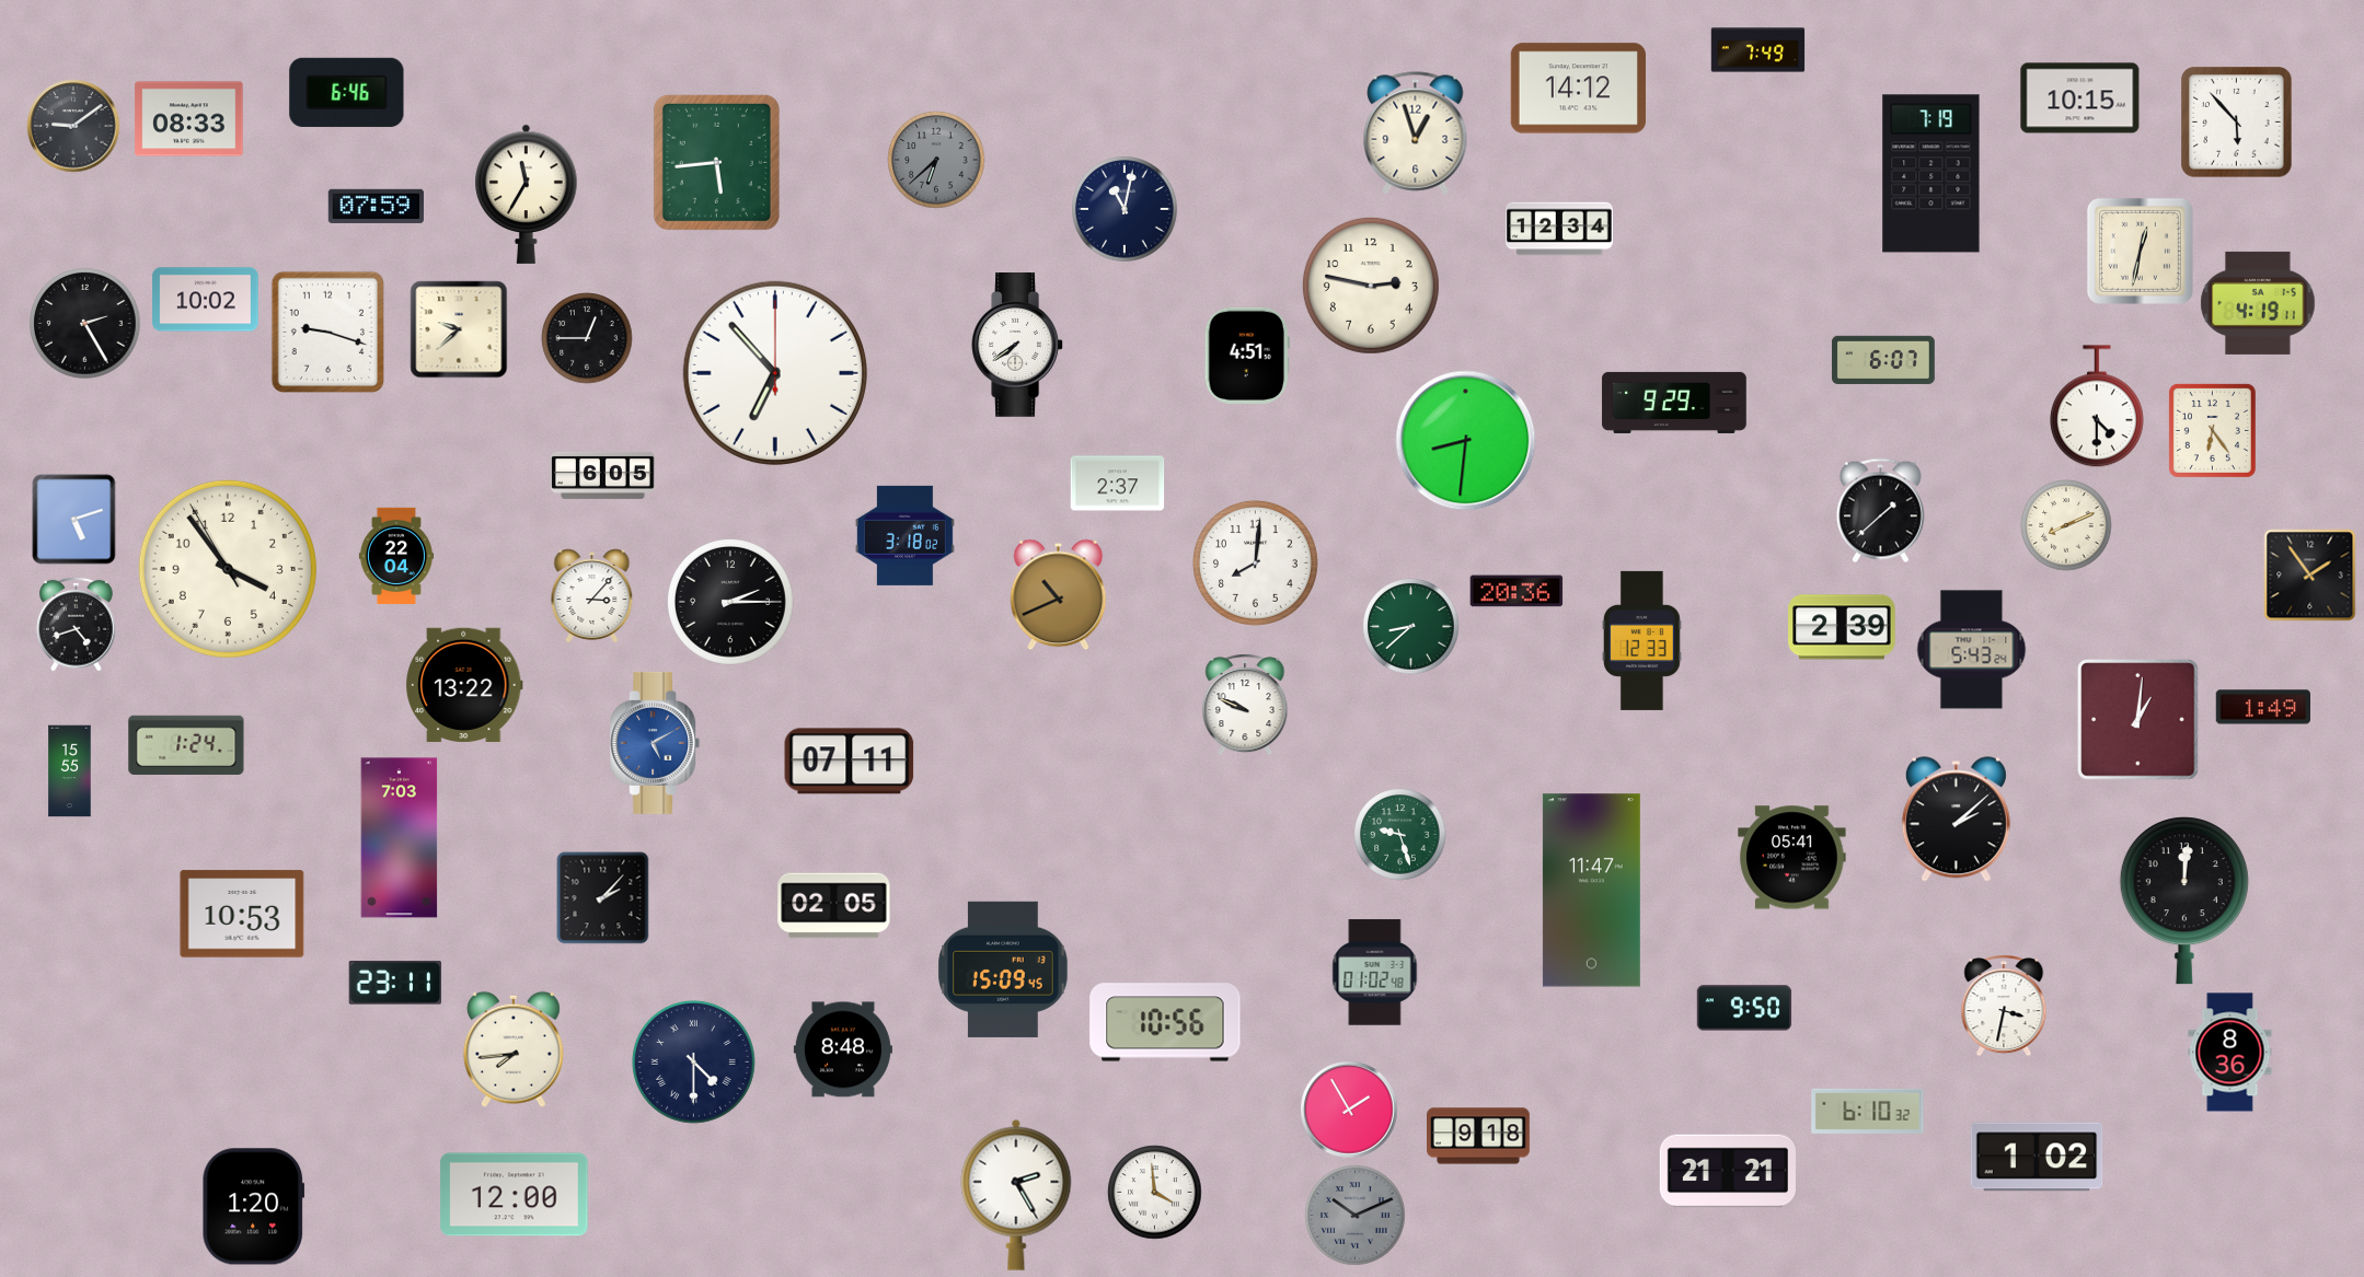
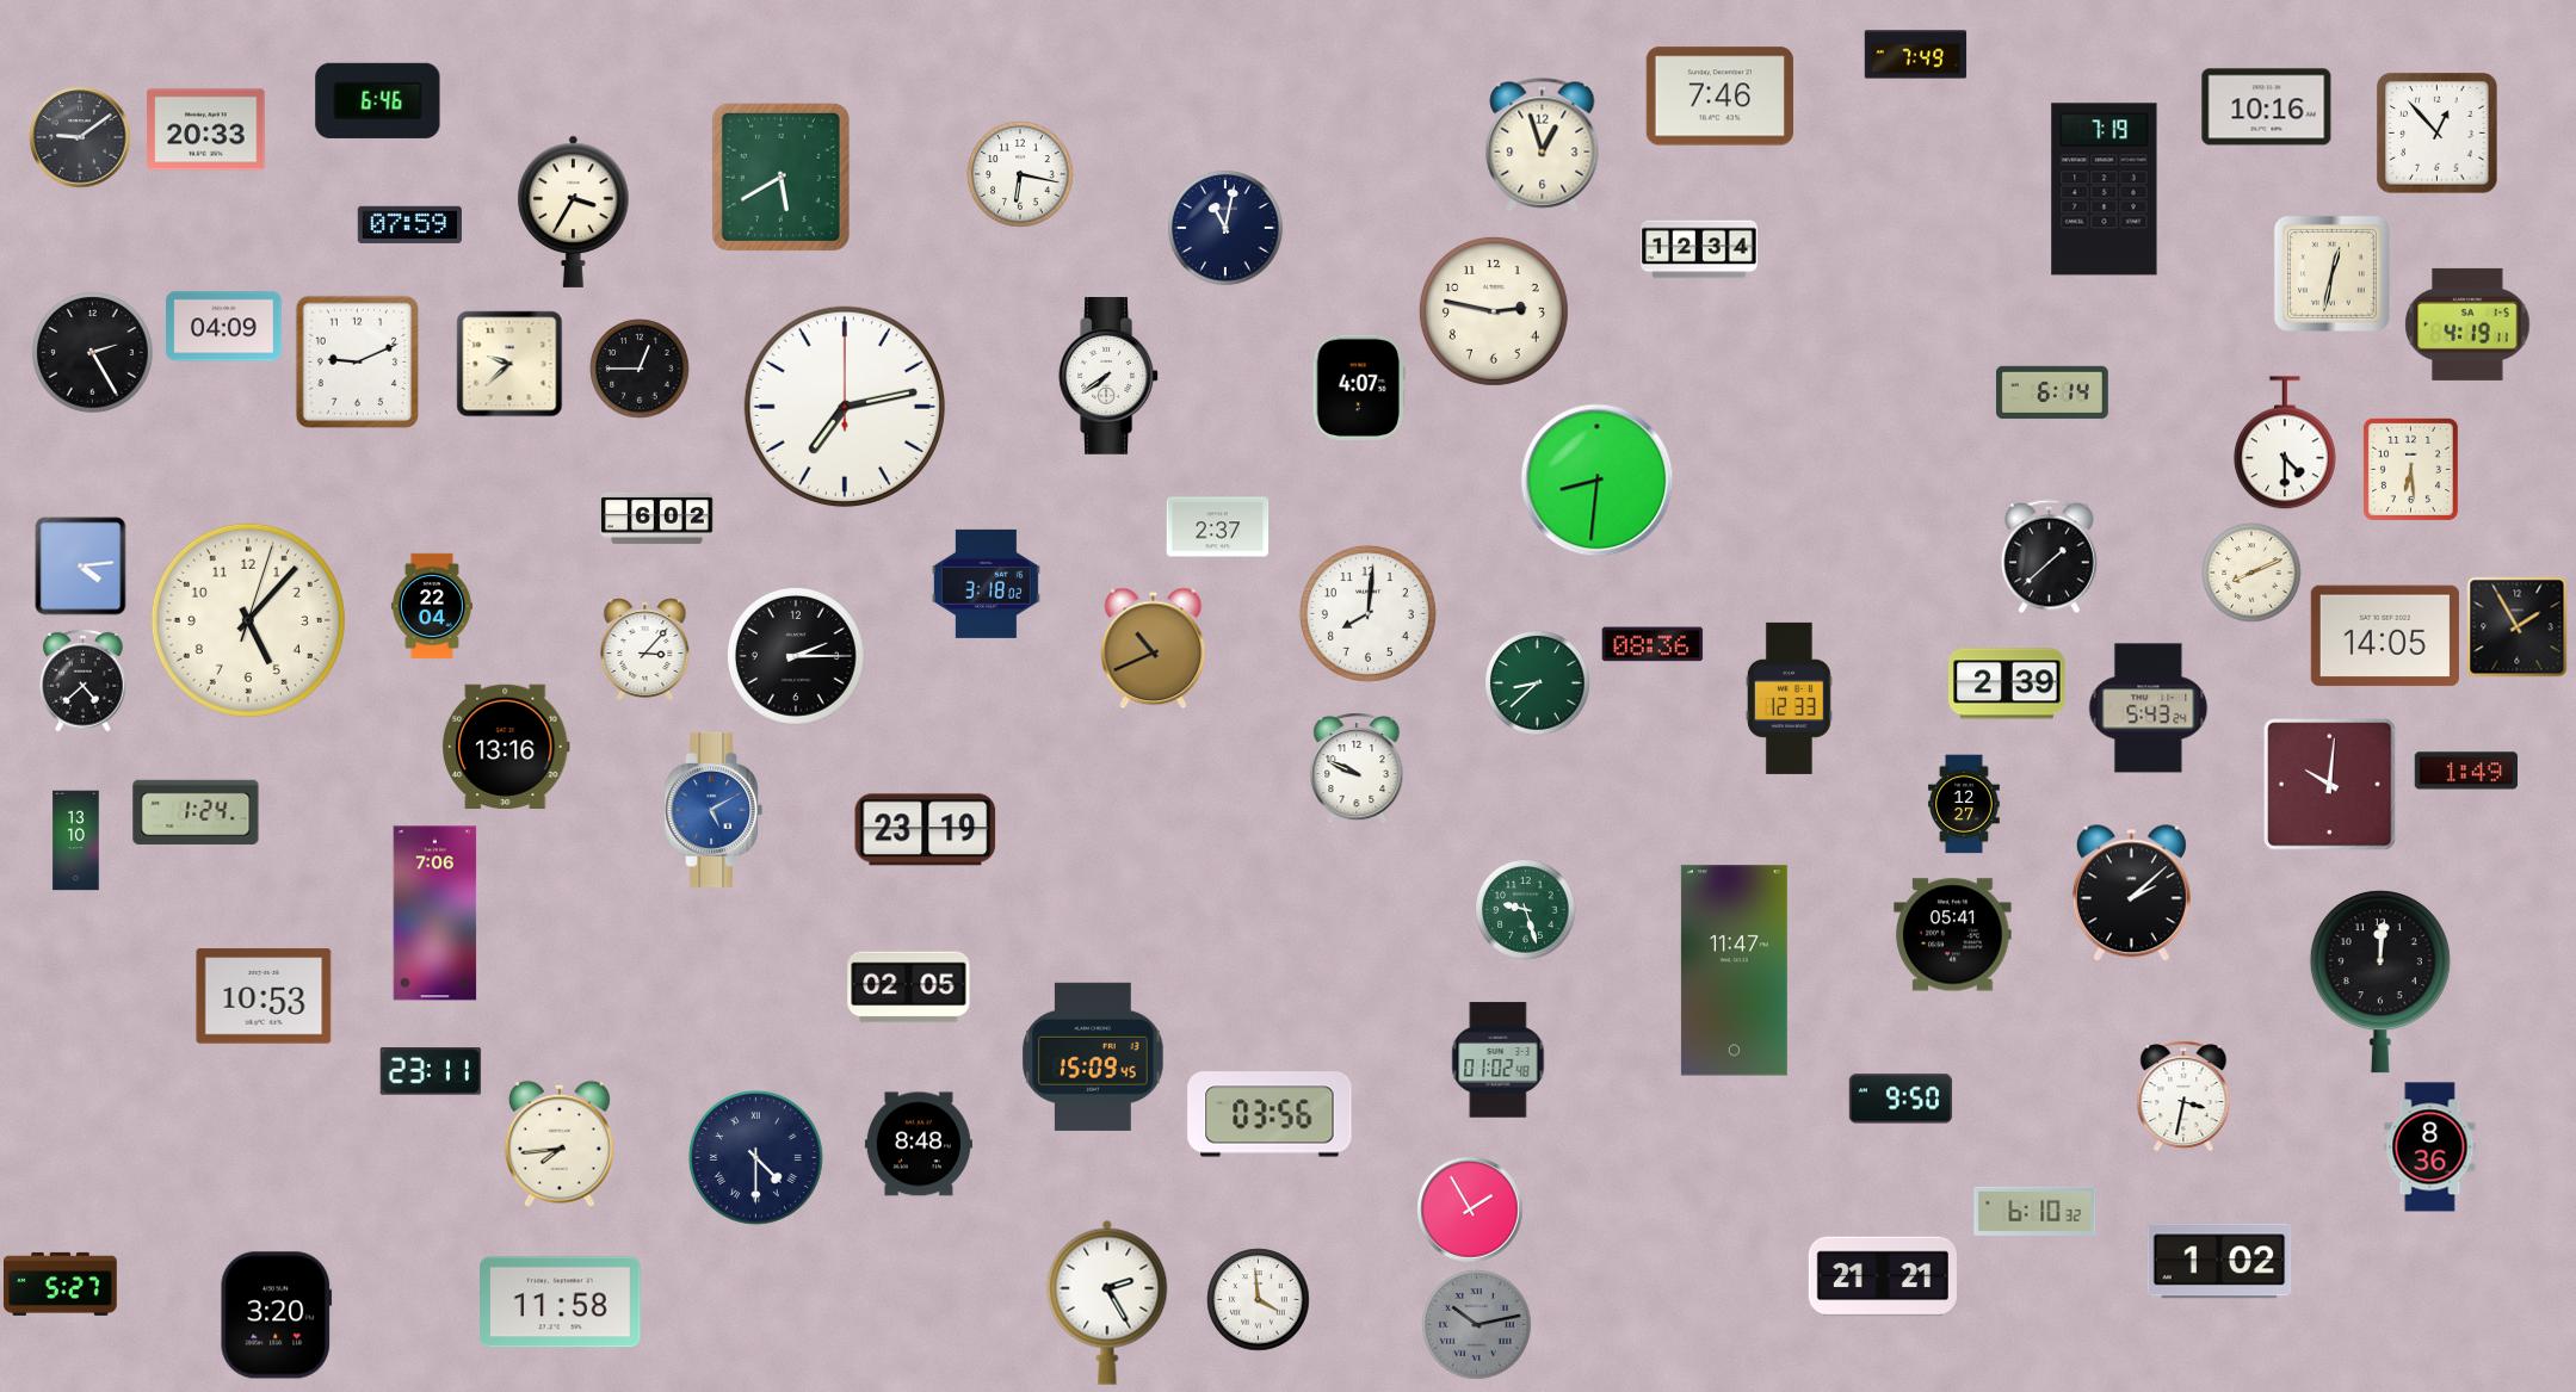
clock at (1578, 89): 14:12 -> 7:46
clock at (2080, 98): 10:15 -> 10:16
clock at (189, 119): 08:33 -> 20:33
clock at (2237, 123): 5:53 -> 12:53
clock at (936, 160): 6:38 -> 6:17
clock at (936, 160) dial: grey -> white
clock at (716, 162): 5:44 -> 5:40
clock at (527, 194): 11:35 -> 3:35
clock at (206, 300): 10:02 -> 04:09
clock at (2258, 303) position: (2258, 303) -> (2467, 324)
clock at (459, 329) position: (459, 329) -> (509, 364)
clock at (327, 332): 9:18 -> 9:11
clock at (1247, 356): 4:51 -> 4:07
clock at (1883, 360): 6:07 -> 6:14
clock at (775, 373): 6:53 -> 7:13
clock at (1674, 403): 9:29 -> none
clock at (2212, 430): 6:24 -> 6:29
clock at (603, 475): 6:05 -> 6:02
clock at (74, 520): 5:12 -> 4:14
clock at (228, 569): 3:53 -> 5:07
clock at (2310, 576): 1:54 -> 1:55
clock at (2385, 636): none -> 14:05
clock at (1517, 591): 20:36 -> 08:36
clock at (77, 624): 4:42 -> 4:38
clock at (464, 684): 13:22 -> 13:16
clock at (2138, 720): 1:01 -> 10:01
clock at (1964, 804): none -> 12:27
clock at (186, 744) position: (186, 744) -> (196, 811)
clock at (850, 762): 07:11 -> 23:19
clock at (70, 771): 15:55 -> 13:10
clock at (400, 838): 7:03 -> 7:06
clock at (603, 898): 2:07 -> none
clock at (1165, 1022): 10:56 -> 03:56
clock at (1479, 1136): 9:18 -> none
clock at (61, 1283): none -> 5:27
clock at (515, 1195): 12:00 -> 11:58
clock at (254, 1207): 1:20 -> 3:20
clock at (1356, 1216): 10:11 -> 10:13
